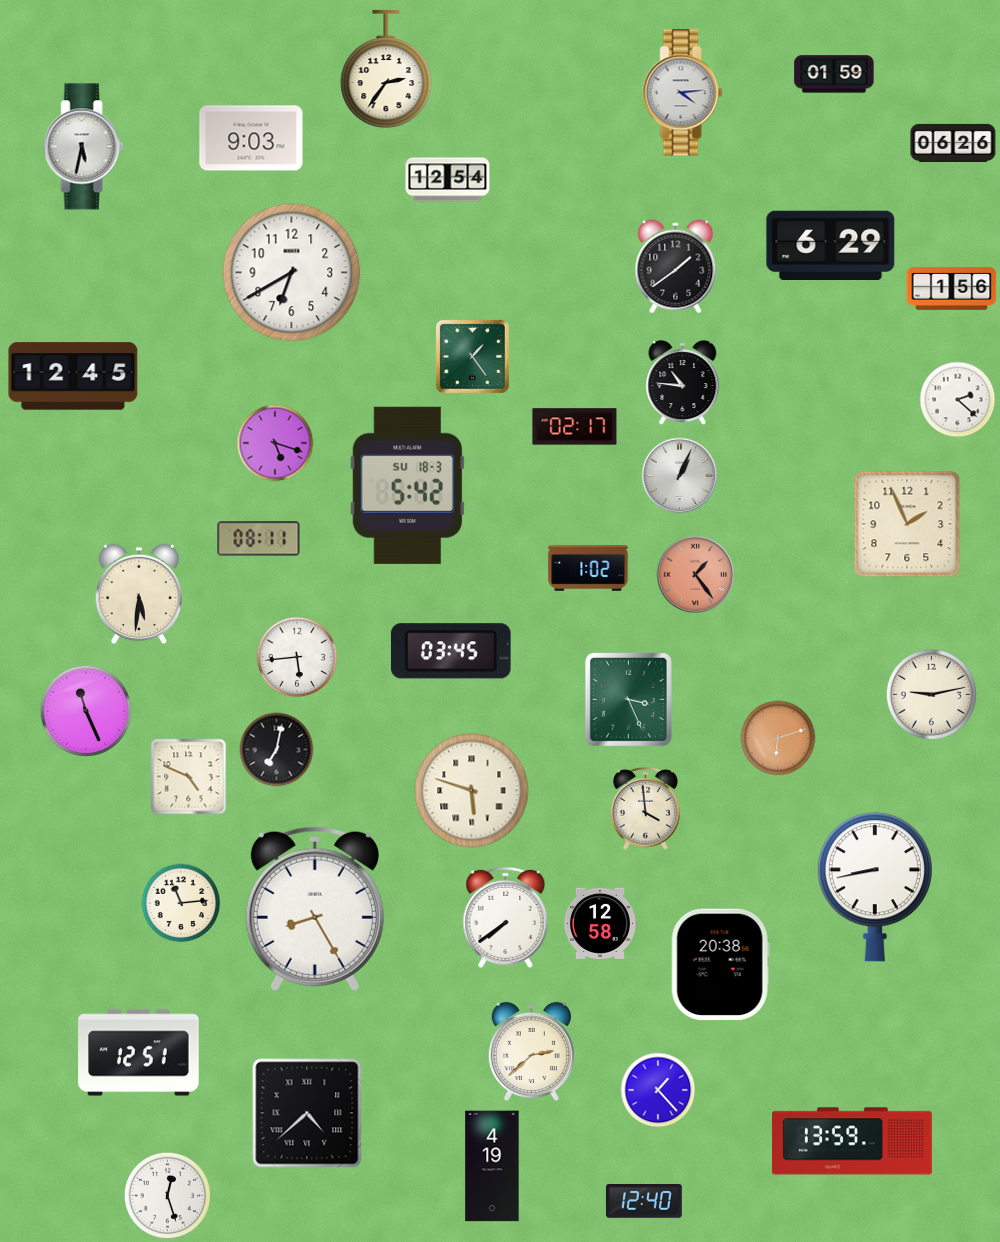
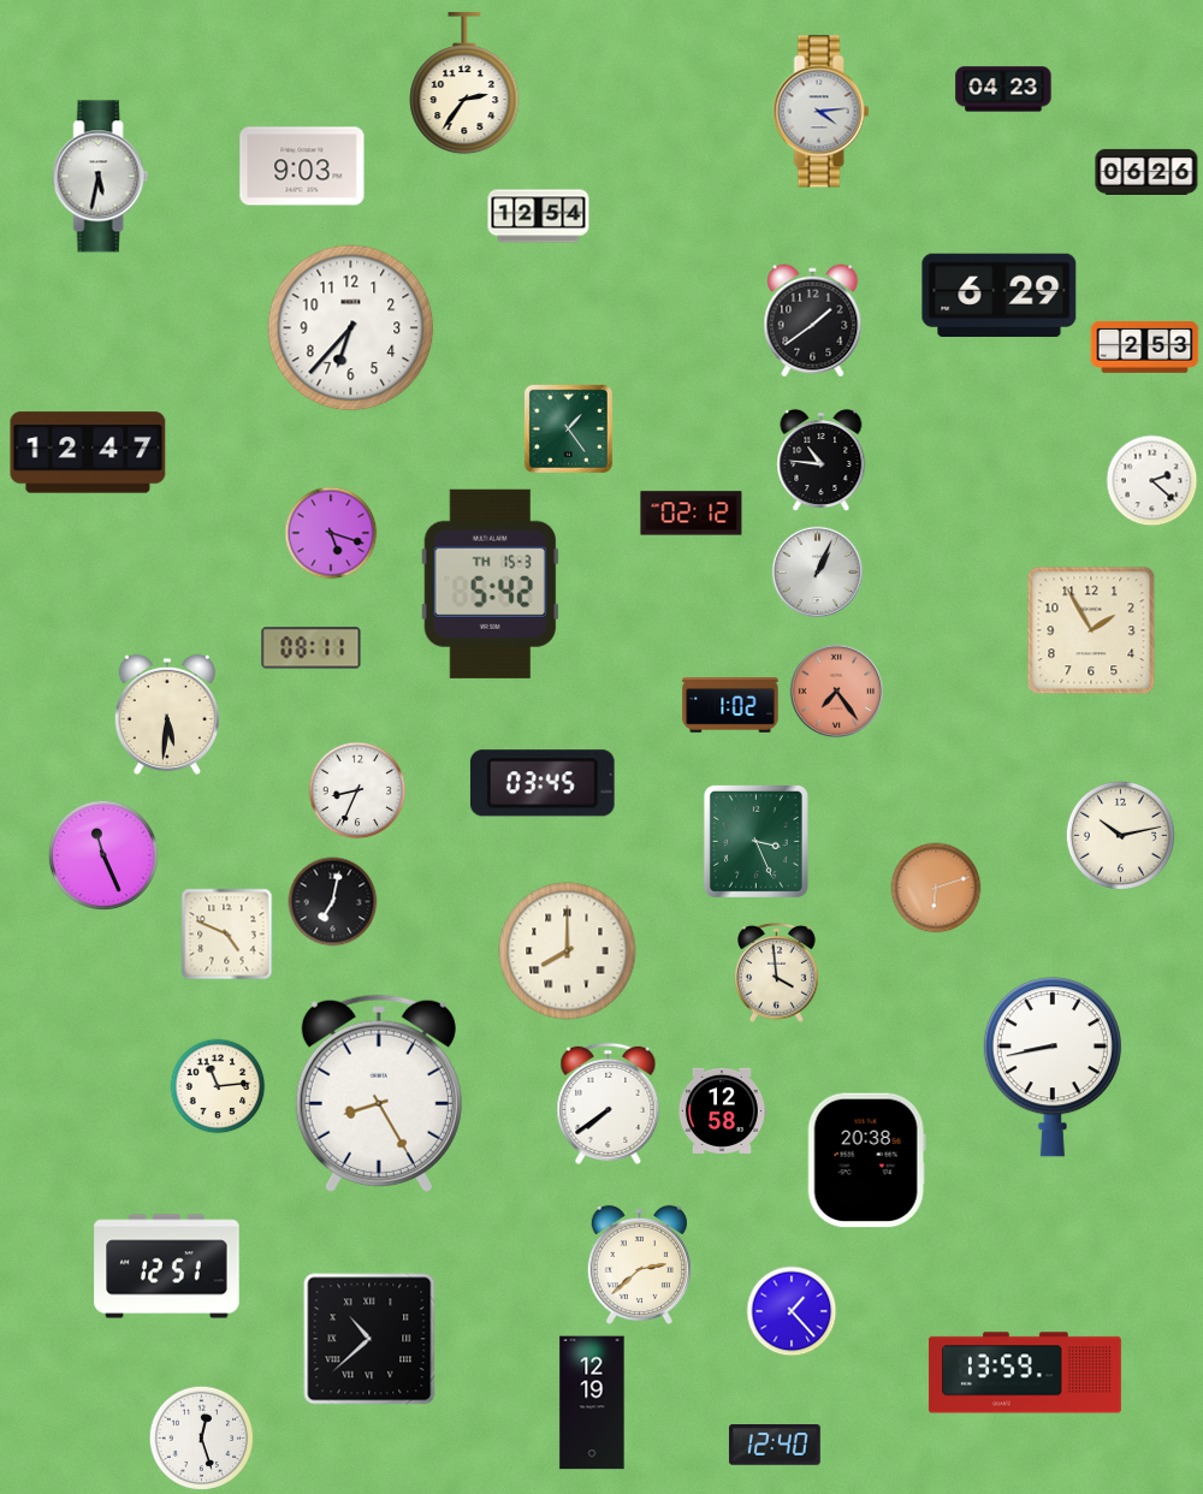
clock at (834, 74): 01:59 -> 04:23
clock at (292, 273): 6:40 -> 6:37
clock at (952, 289): 1:56 -> 2:53
clock at (73, 376): 12:45 -> 12:47
clock at (575, 427): 02:17 -> 02:12
clock at (407, 485) date: SU 18-3 -> TH 15-3
clock at (907, 524): 1:56 -> 1:55
clock at (588, 568) position: (588, 568) -> (730, 705)
clock at (696, 575): 1:24 -> 7:24
clock at (297, 657): 5:44 -> 8:34
clock at (931, 694): 9:13 -> 10:13
clock at (472, 791): 5:48 -> 8:00
clock at (307, 1113): 4:38 -> 10:38
clock at (492, 1166): 4:19 -> 12:19
